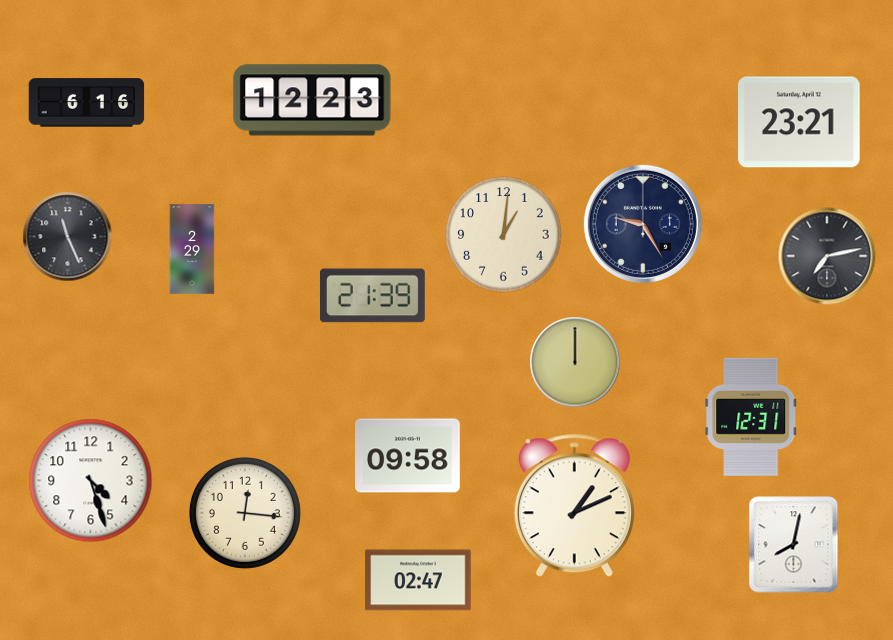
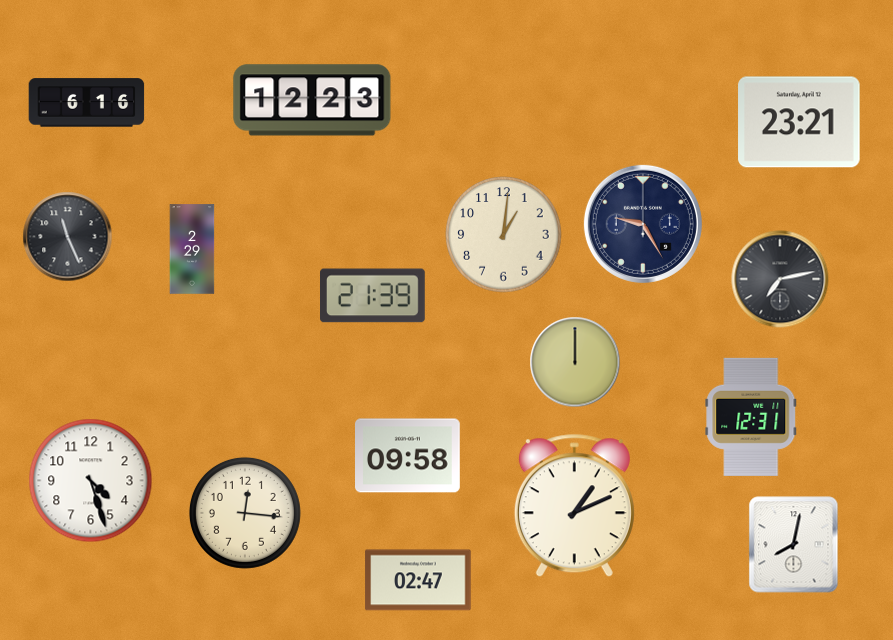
clock at (827, 256) position: (827, 256) -> (780, 279)
